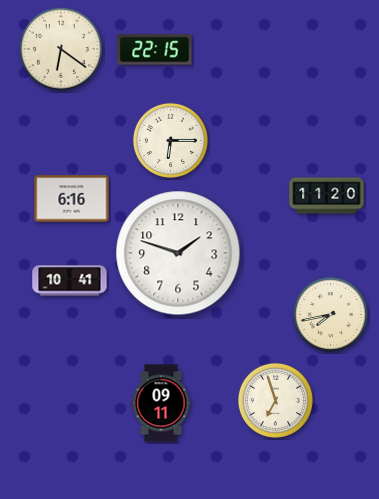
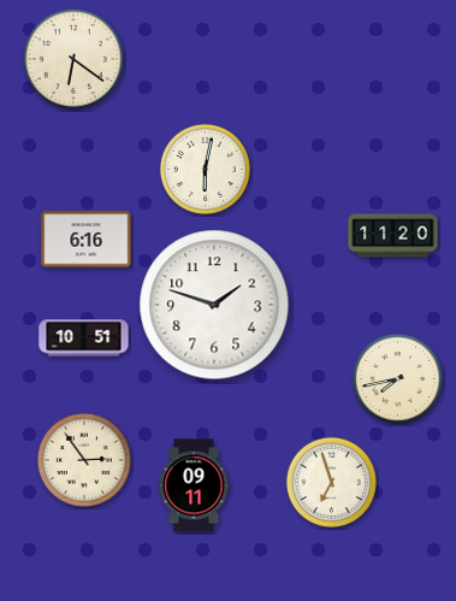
clock at (155, 50): 22:15 -> none
clock at (170, 140): 6:15 -> 6:02
clock at (70, 281): 10:41 -> 10:51
clock at (84, 460): none -> 2:54
